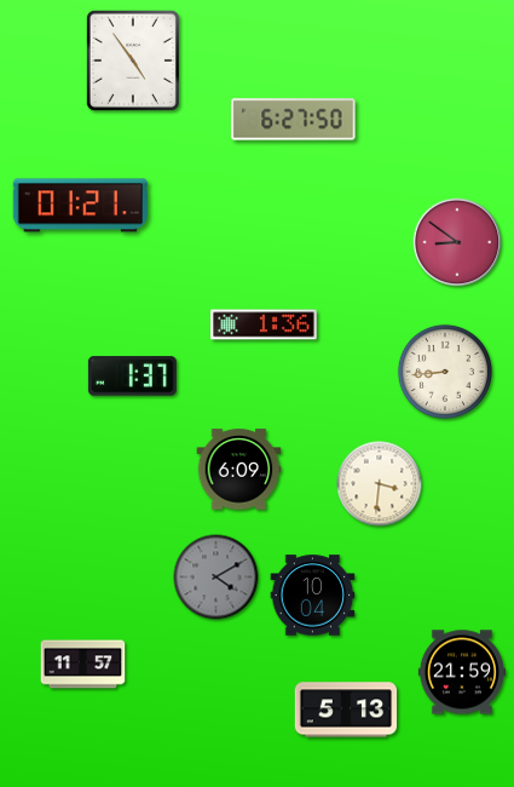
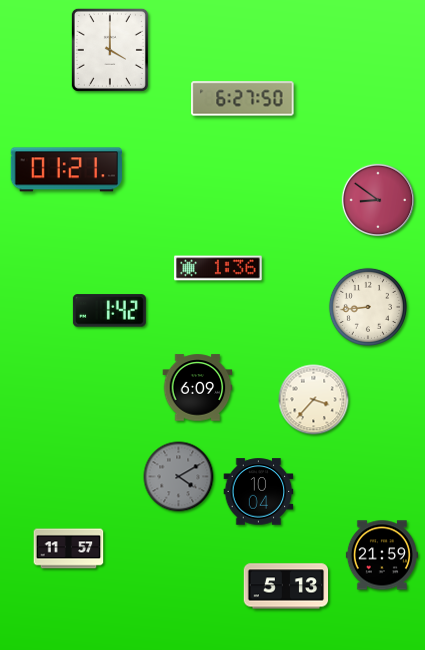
clock at (133, 61): 4:54 -> 4:00
clock at (132, 377): 1:37 -> 1:42
clock at (380, 484): 3:31 -> 3:37
